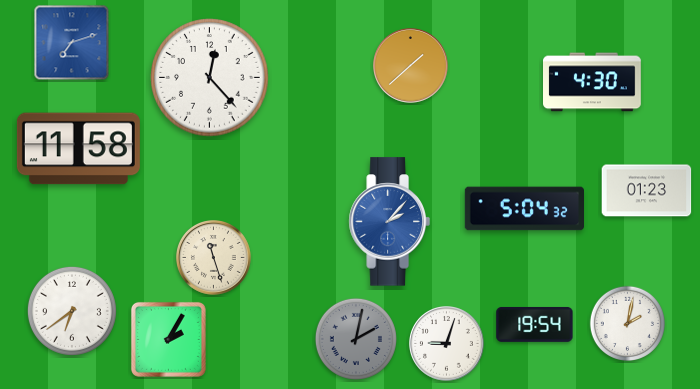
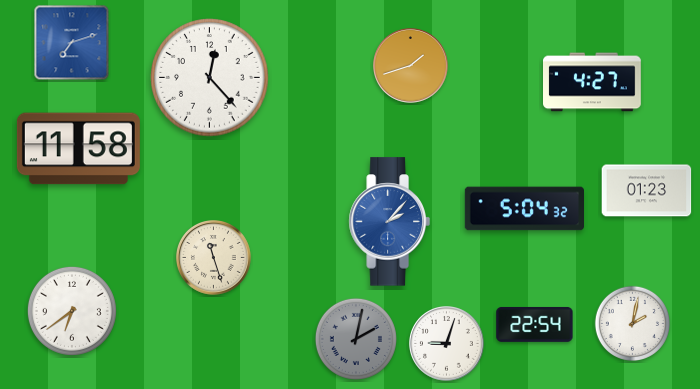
clock at (411, 66): 1:38 -> 1:42
clock at (593, 82): 4:30 -> 4:27
clock at (627, 323) position: (627, 323) -> (632, 323)
clock at (535, 324): 19:54 -> 22:54
clock at (168, 339): 2:05 -> none
